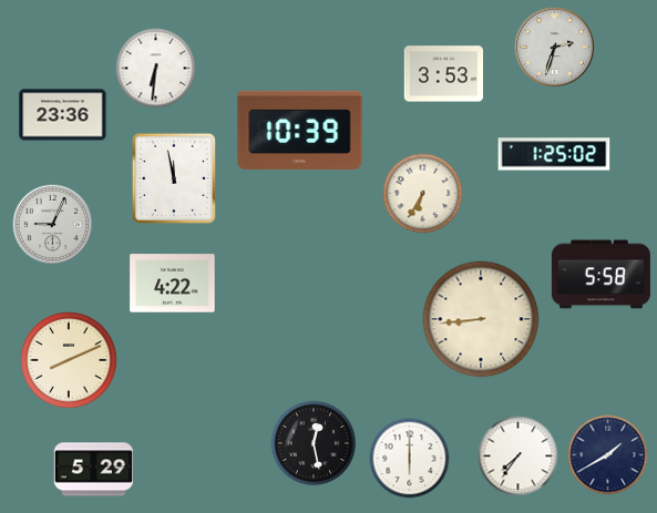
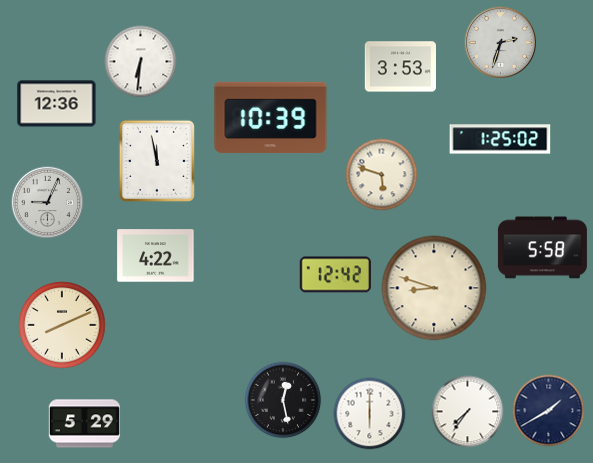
clock at (63, 115): 23:36 -> 12:36
clock at (423, 194): 6:35 -> 5:48
clock at (335, 275): none -> 12:42
clock at (481, 319): 8:44 -> 8:48
